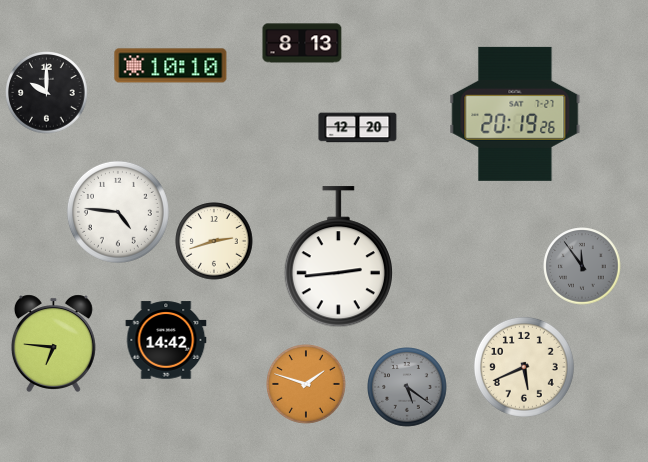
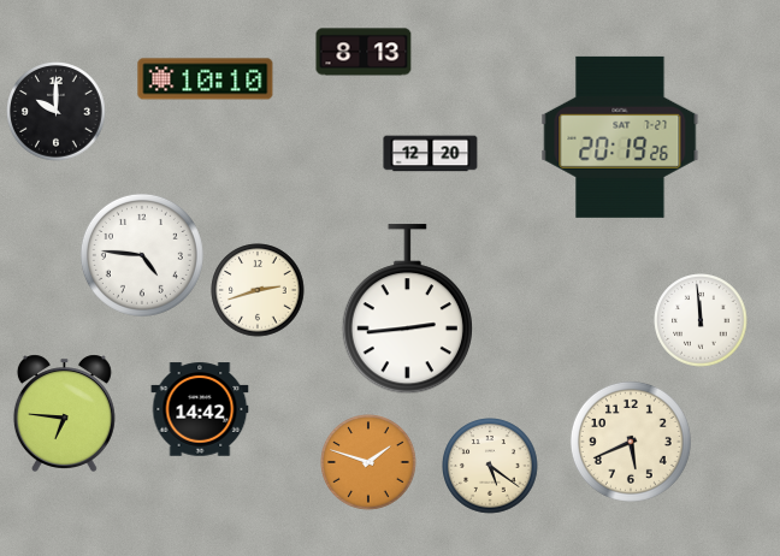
clock at (582, 266): 11:54 -> 11:59
clock at (582, 266) dial: grey -> white
clock at (407, 387) dial: grey -> cream
